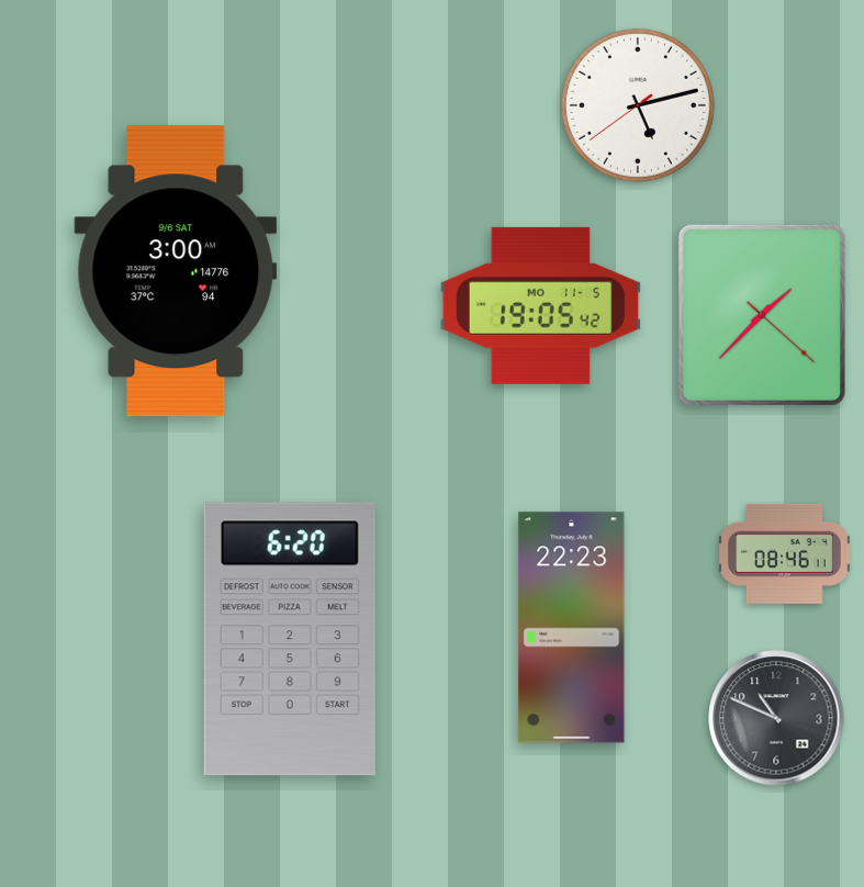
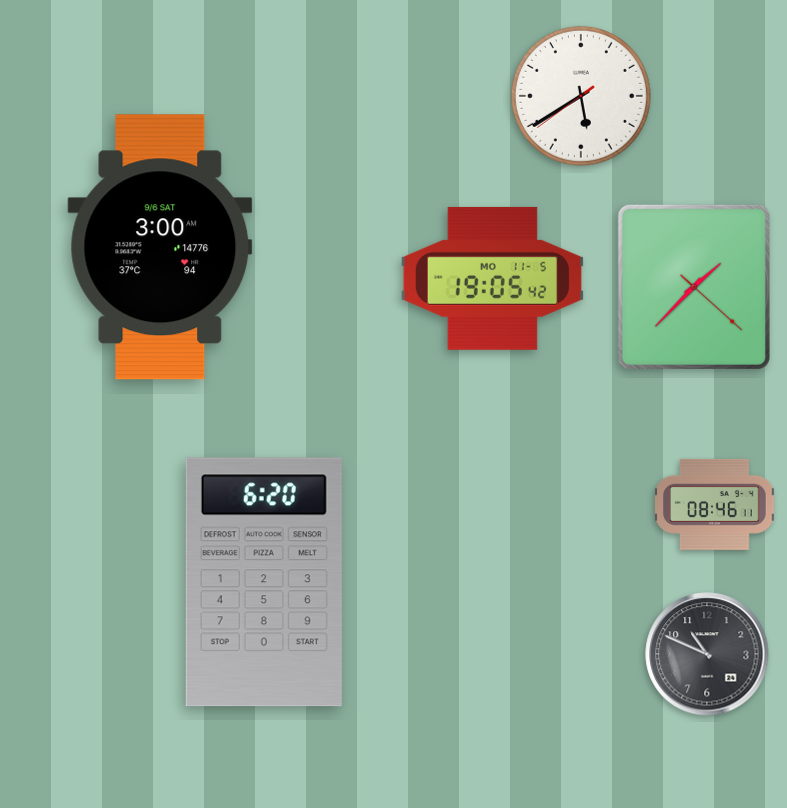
clock at (638, 105): 5:12 -> 5:39
clock at (572, 628): 22:23 -> none
